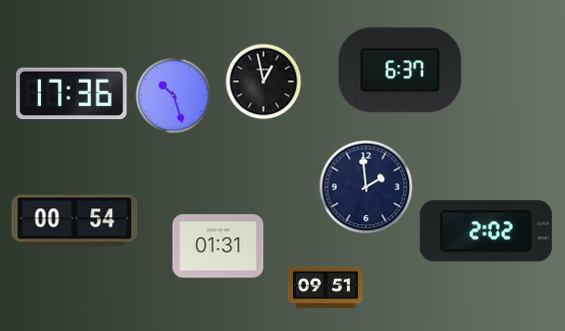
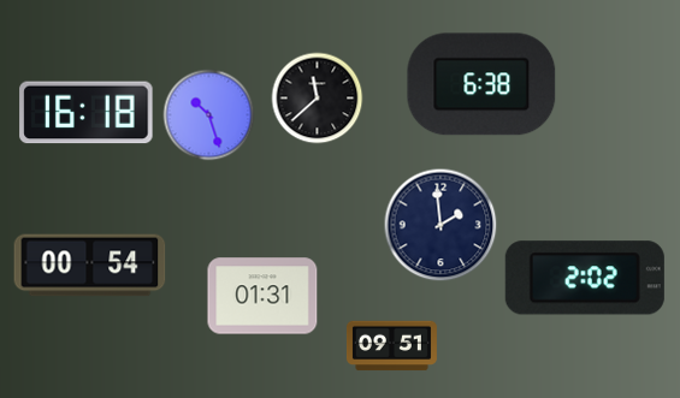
clock at (400, 70): 6:37 -> 6:38
clock at (264, 82): 12:58 -> 11:38
clock at (72, 94): 17:36 -> 16:18
